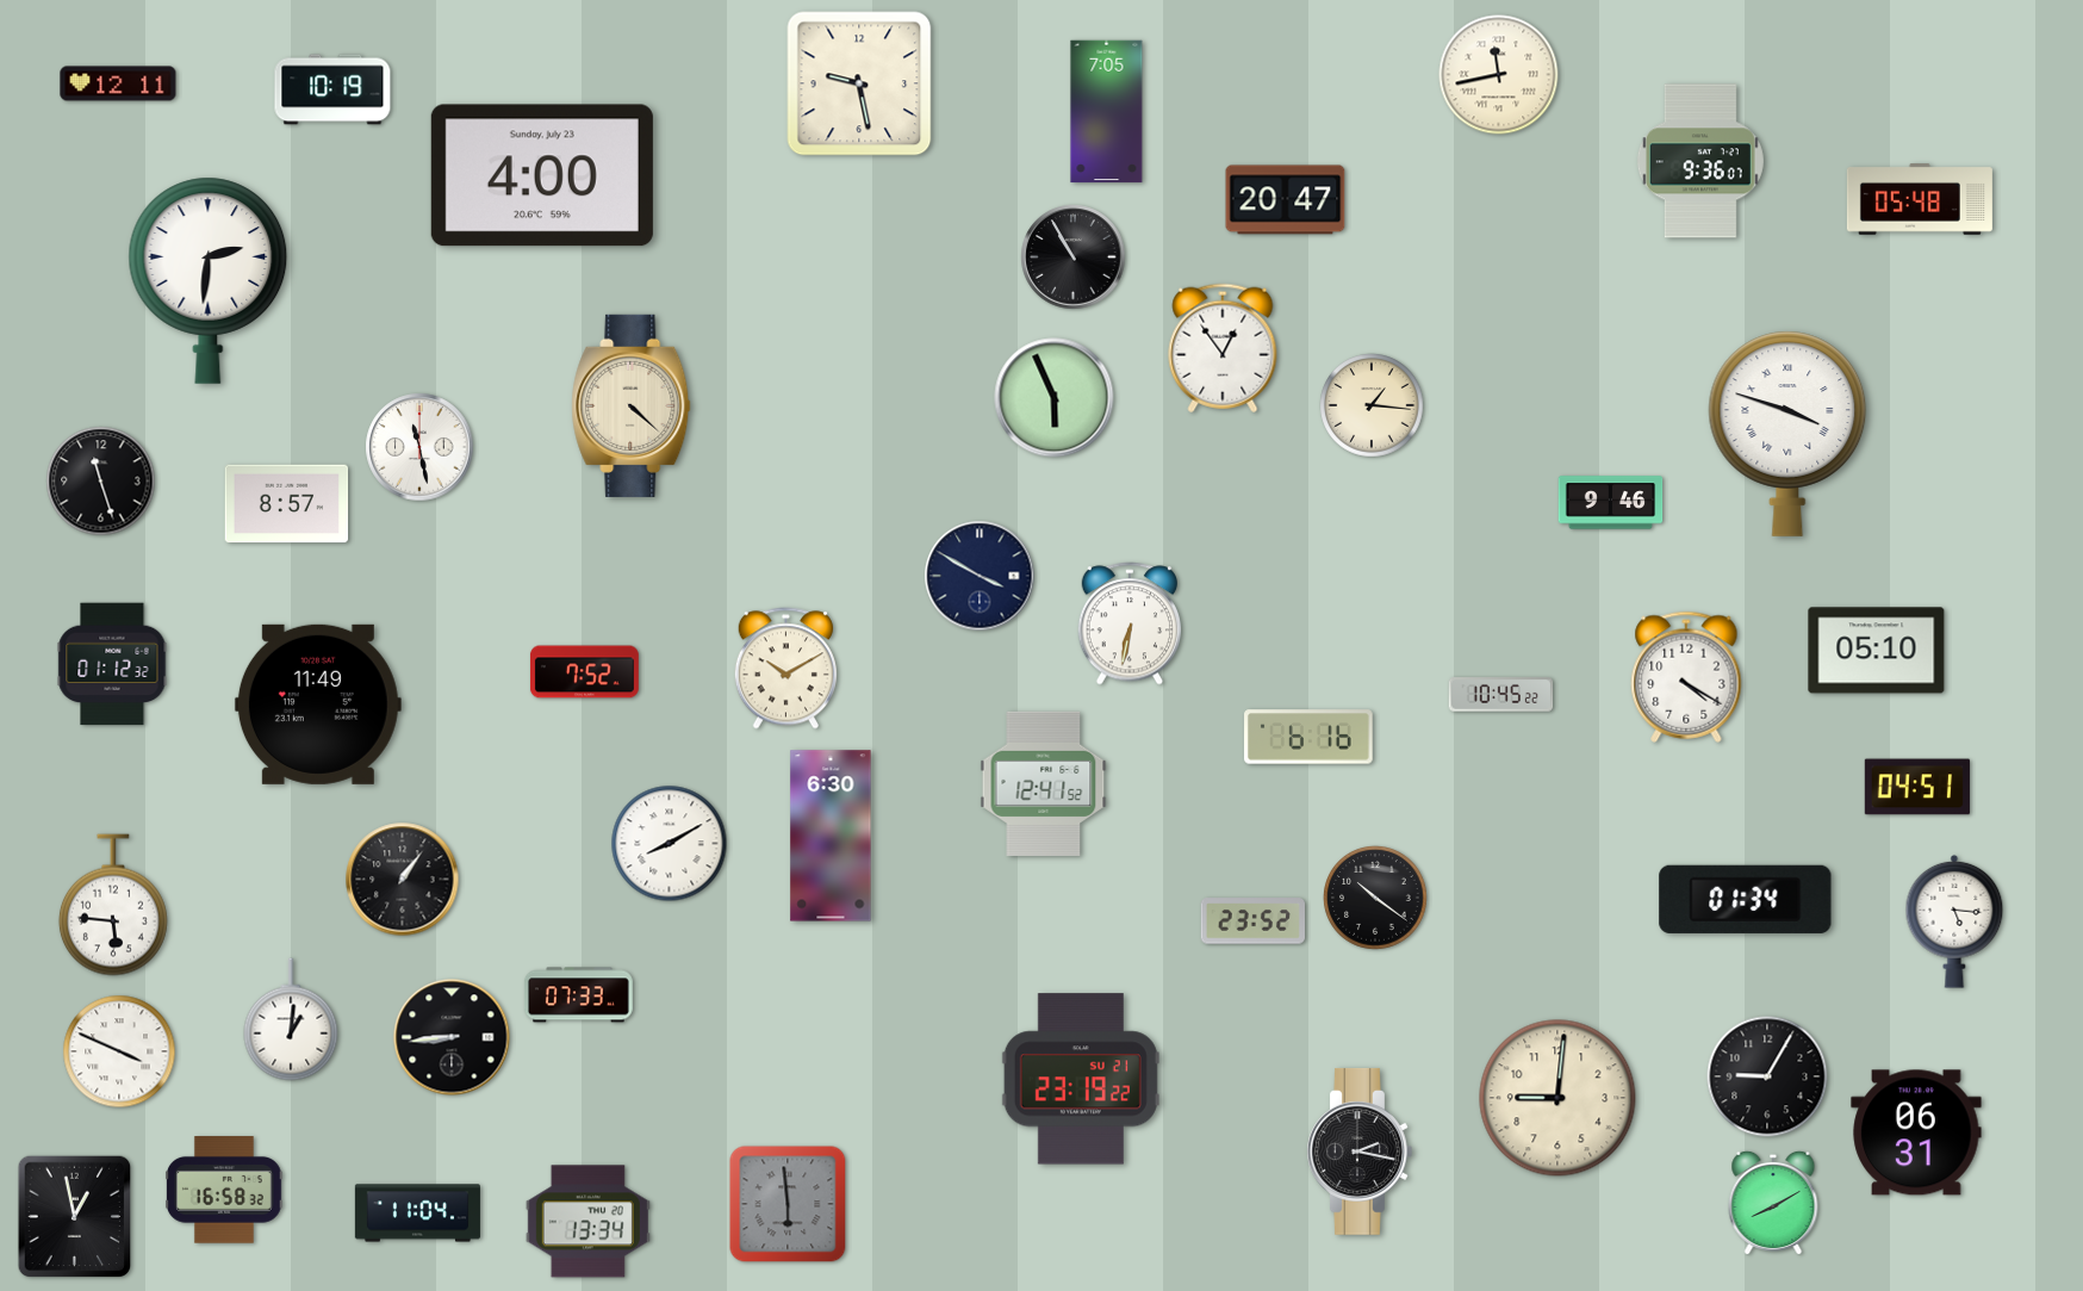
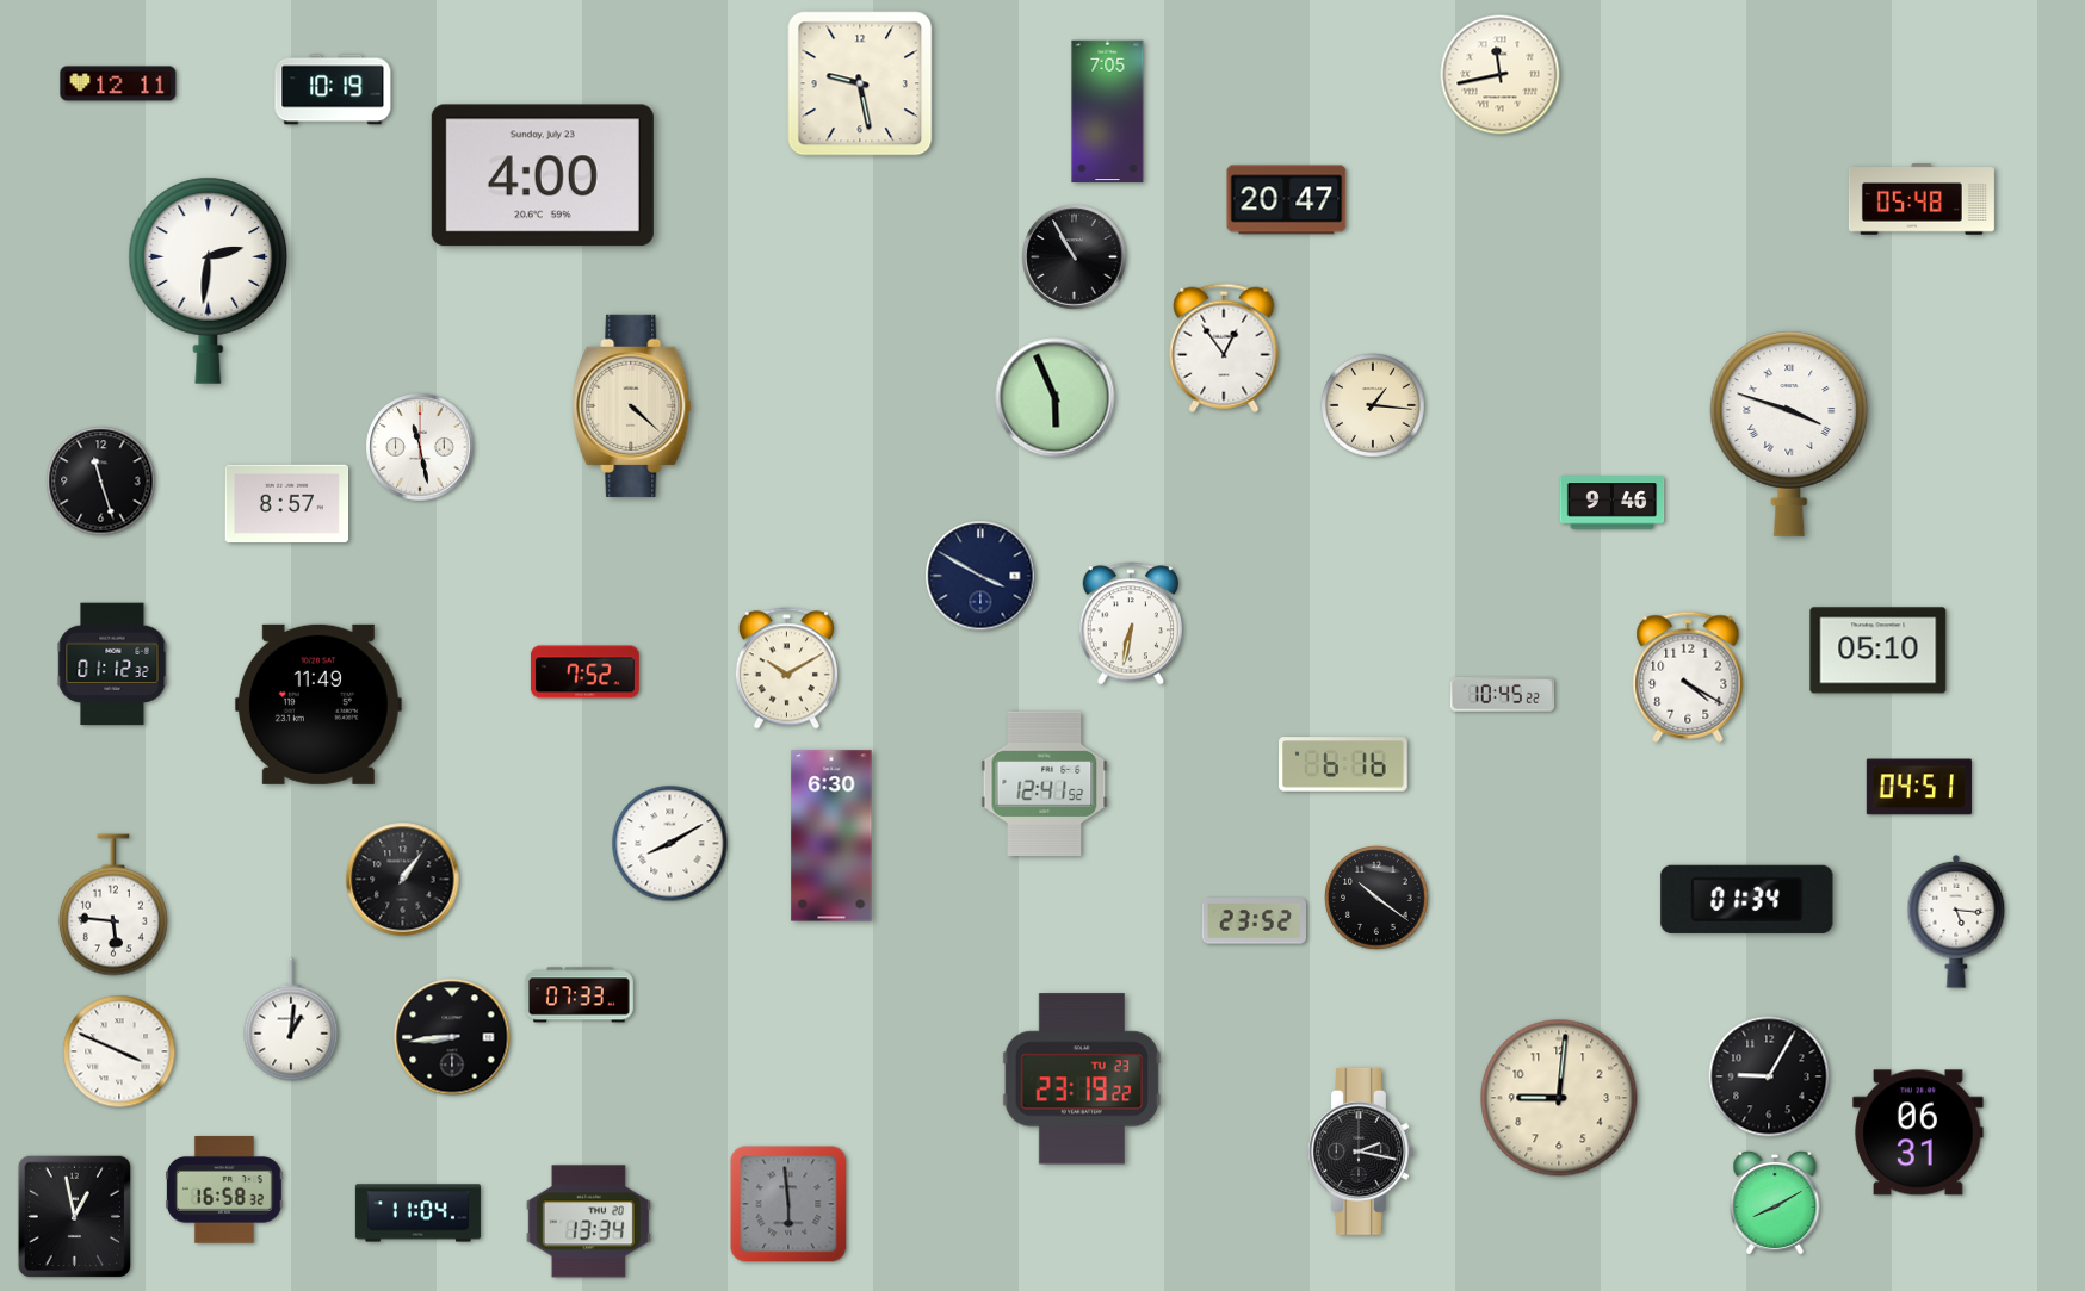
clock at (1700, 161): 9:36 -> none
clock at (1310, 737) position: (1310, 737) -> (1344, 764)
clock at (1081, 1079) date: SU 21 -> TU 23
